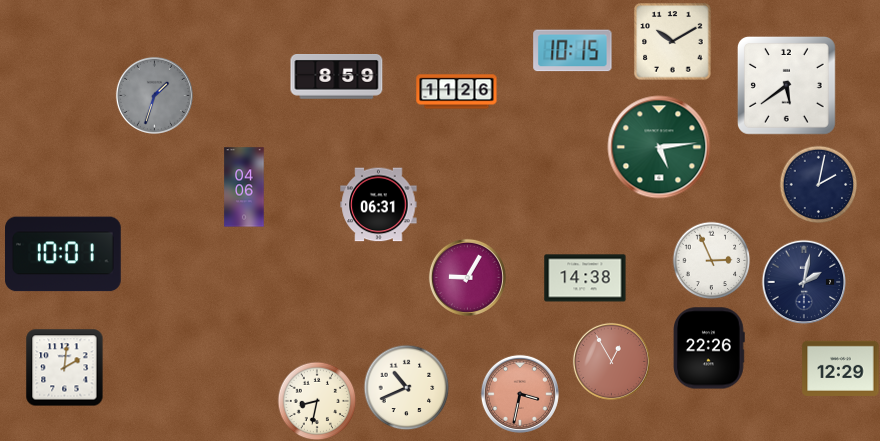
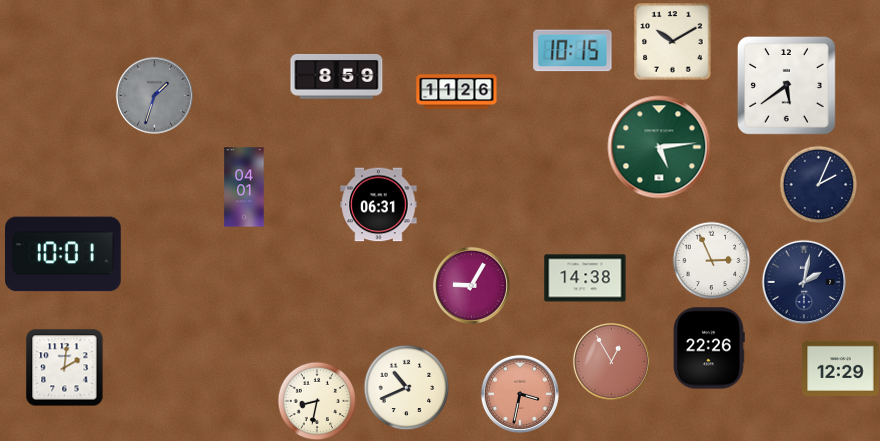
clock at (818, 184): 2:02 -> 2:04
clock at (244, 187): 04:06 -> 04:01
clock at (467, 277) position: (467, 277) -> (471, 285)
